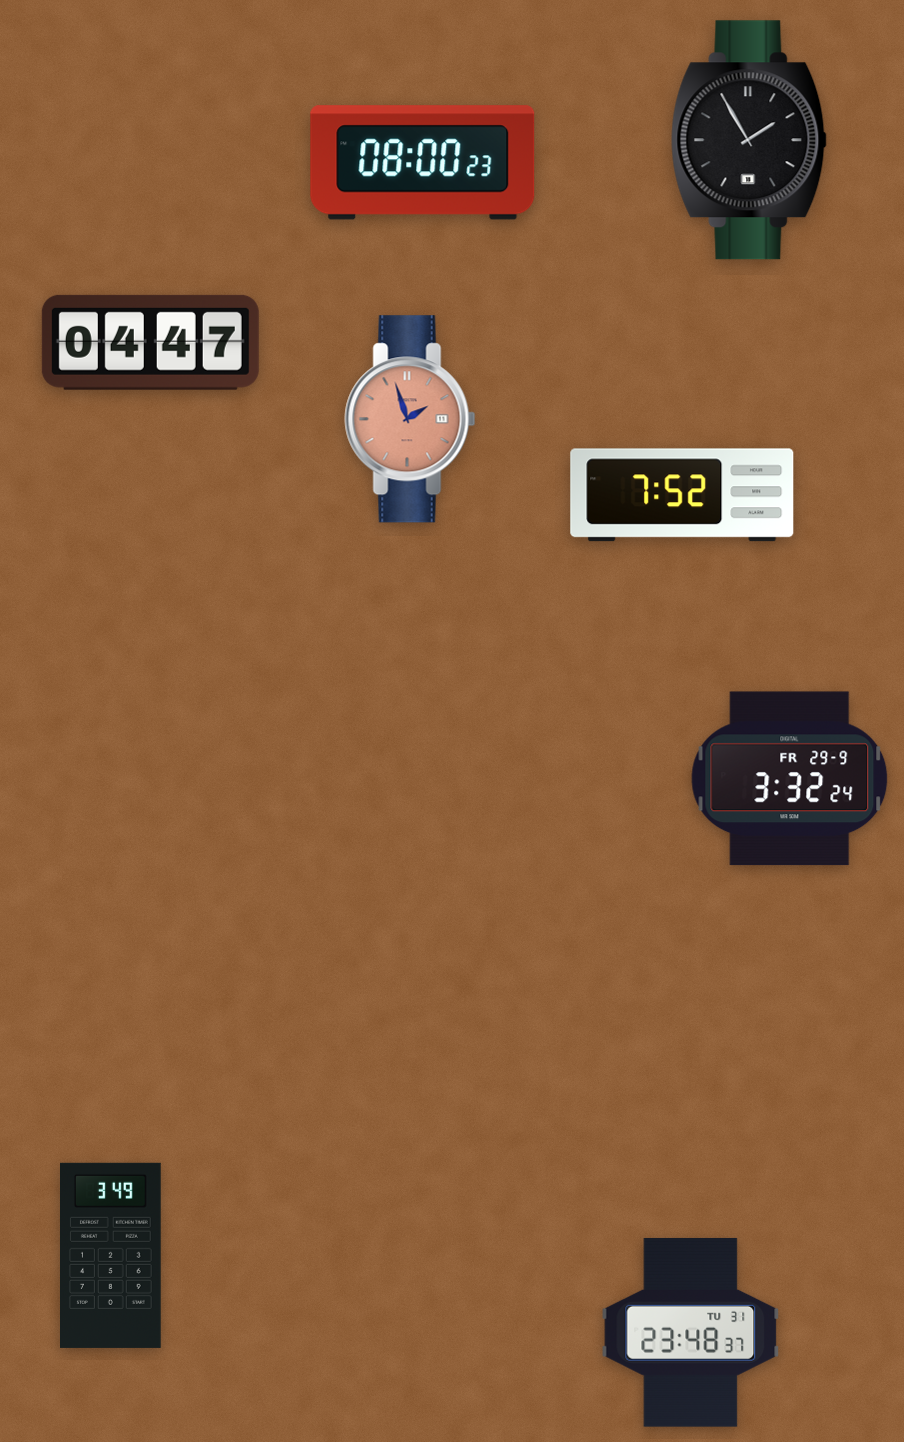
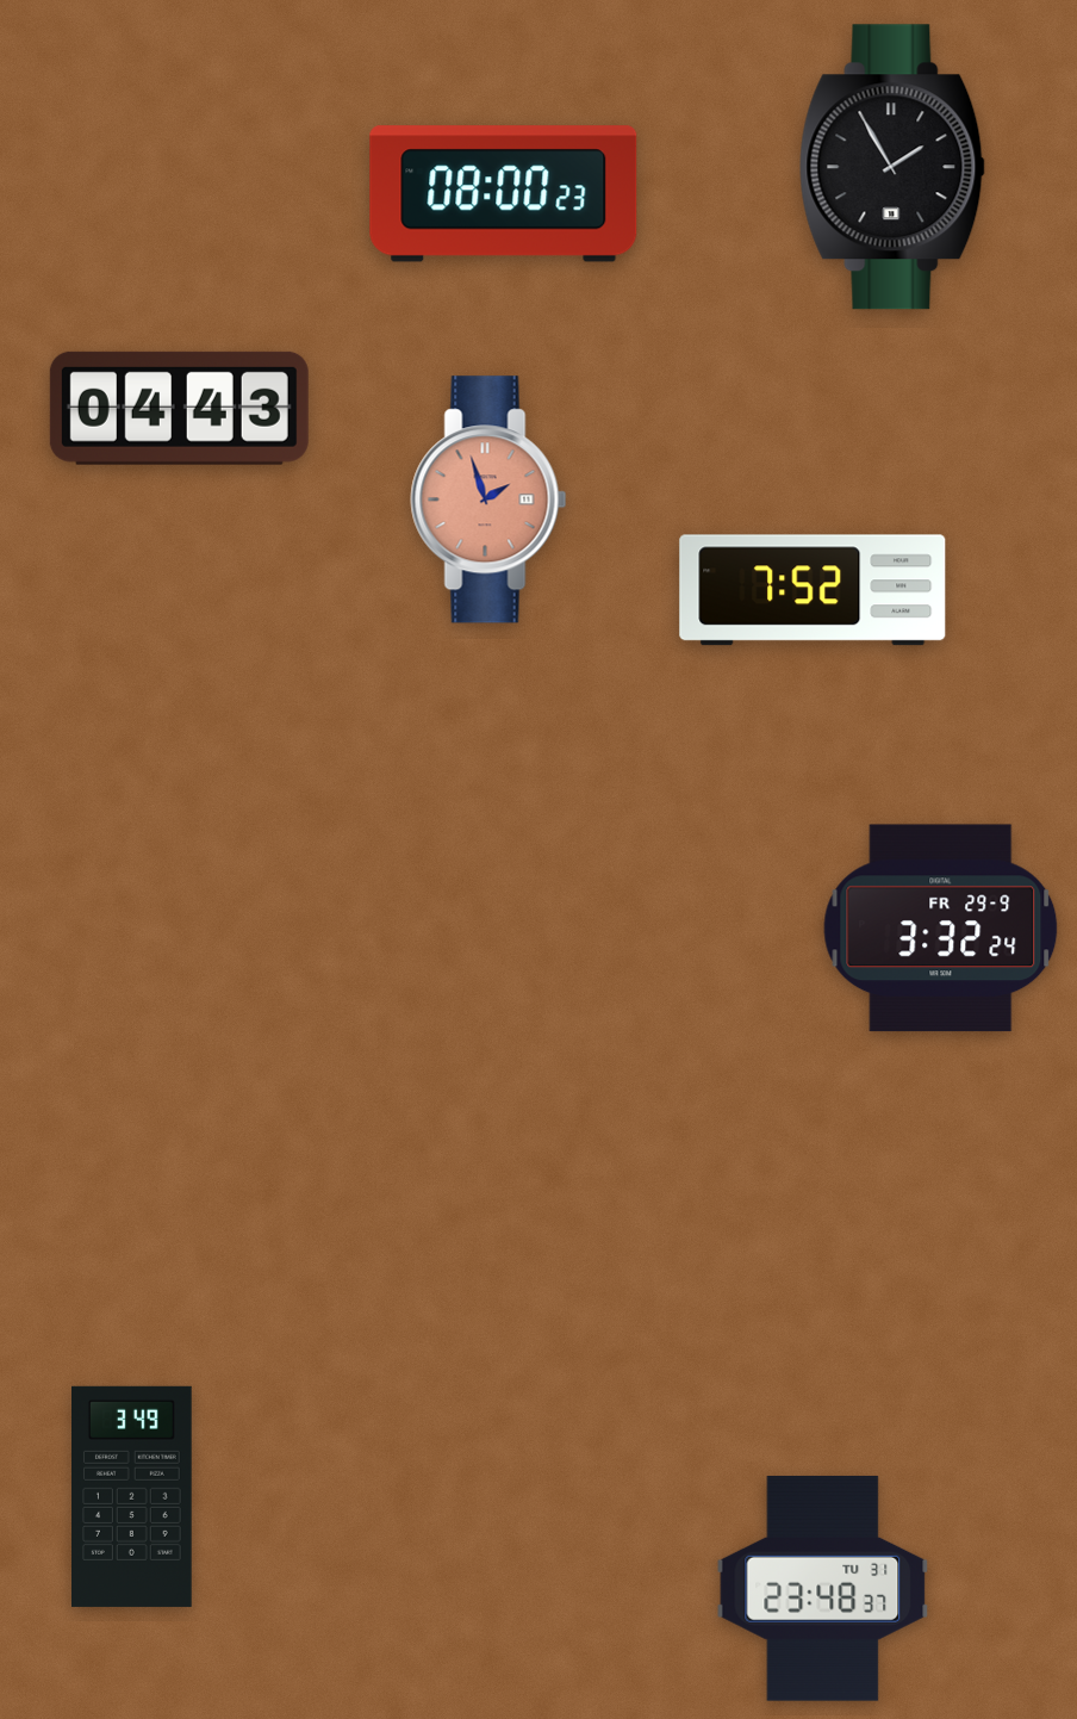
clock at (150, 342): 04:47 -> 04:43
